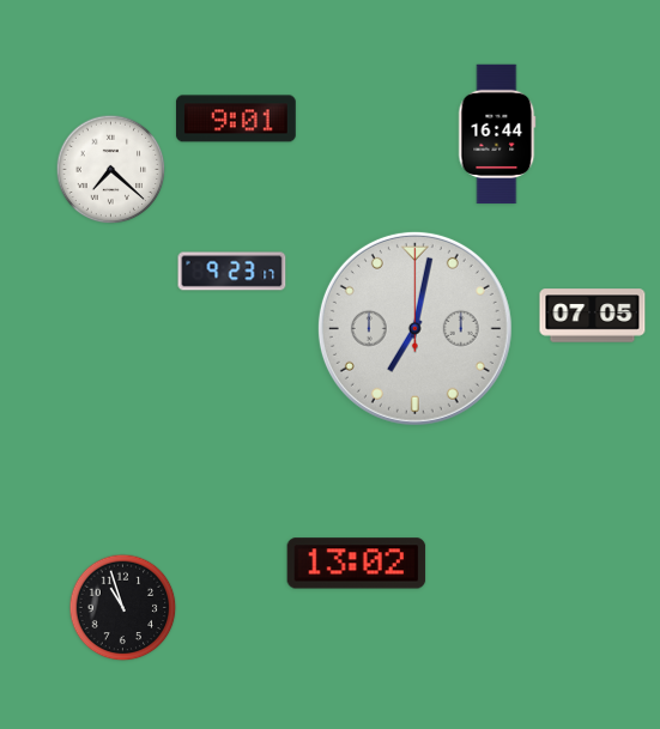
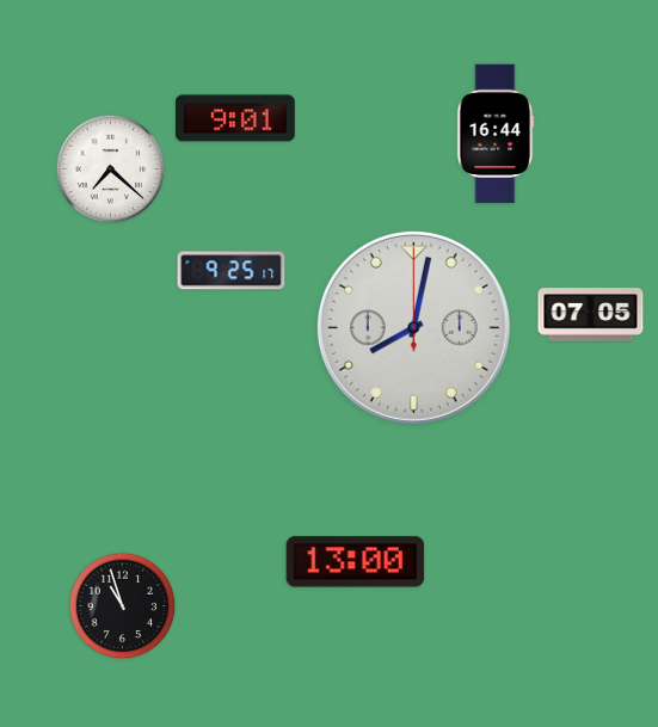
clock at (232, 272): 9:23 -> 9:25
clock at (414, 328): 7:02 -> 8:02
clock at (357, 564): 13:02 -> 13:00
